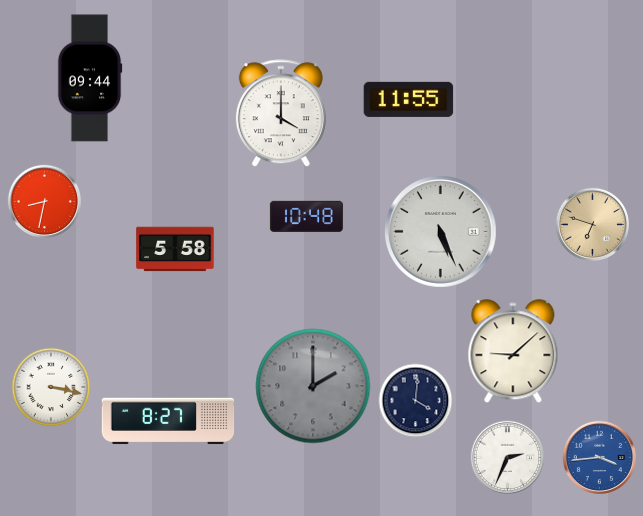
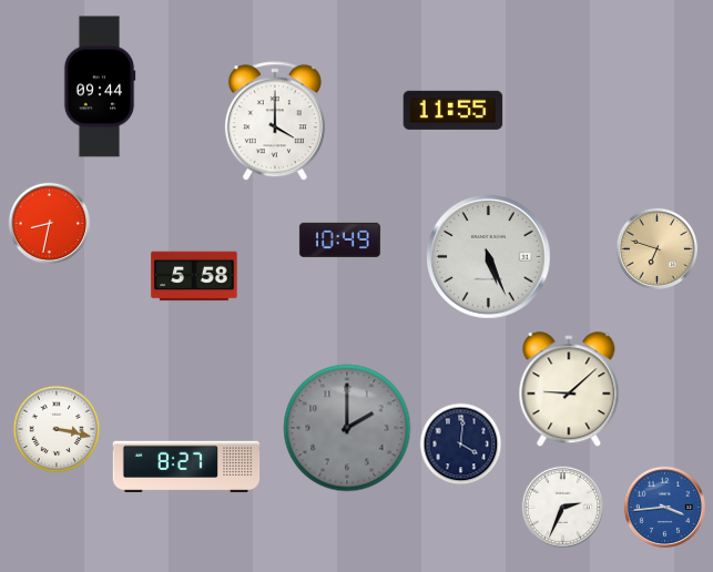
clock at (281, 114) position: (281, 114) -> (275, 122)
clock at (306, 216): 10:48 -> 10:49
